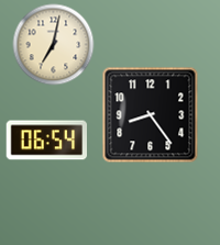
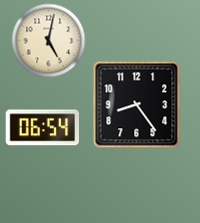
clock at (54, 45): 7:02 -> 5:02
